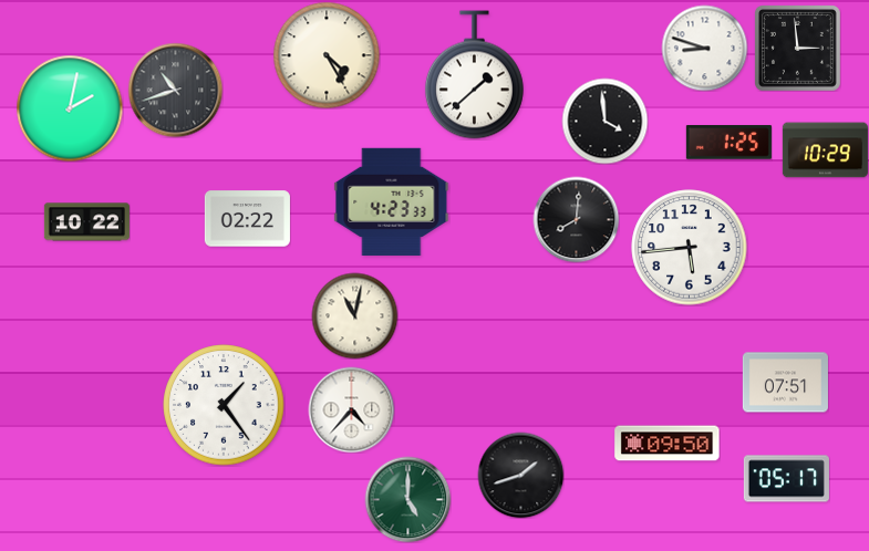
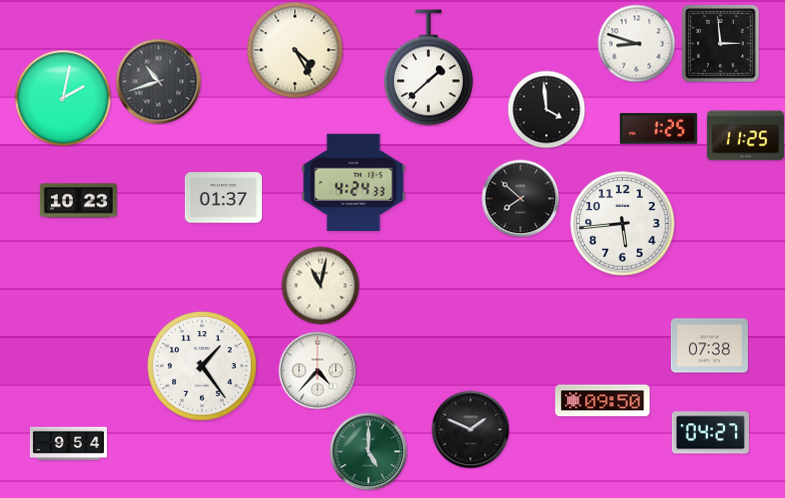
clock at (825, 150): 10:29 -> 11:25
clock at (392, 201): 4:23 -> 4:24
clock at (247, 219): 02:22 -> 01:37
clock at (576, 219): 8:01 -> 7:52
clock at (86, 222): 10:22 -> 10:23
clock at (785, 383): 07:51 -> 07:38
clock at (520, 475): 1:42 -> 1:49
clock at (786, 479): 05:17 -> 04:27
clock at (68, 443): none -> 9:54
